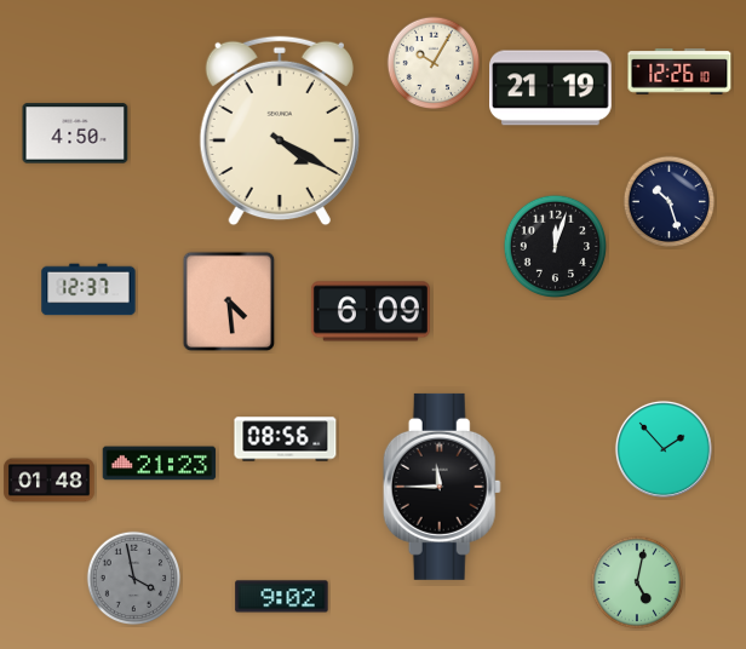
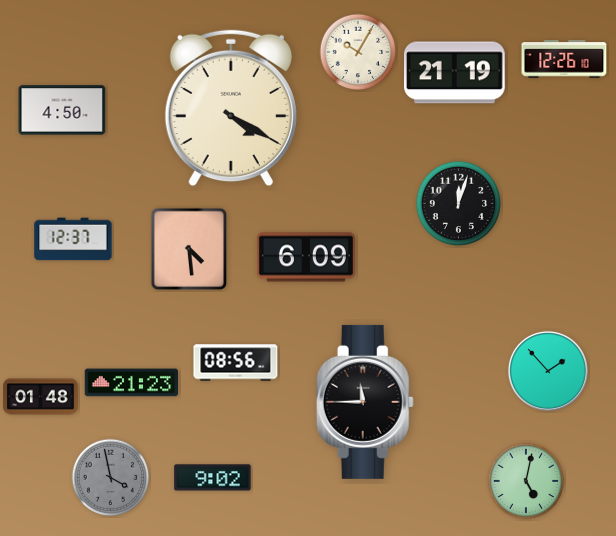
clock at (679, 71) position: (679, 71) -> (564, 59)
clock at (670, 202): 10:27 -> none
clock at (282, 597) position: (282, 597) -> (213, 478)
